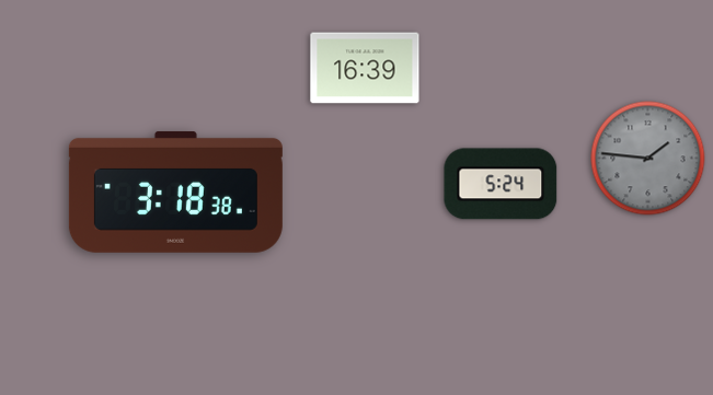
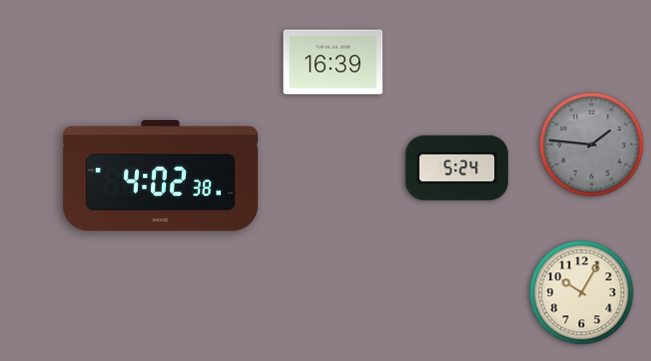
clock at (175, 191): 3:18 -> 4:02
clock at (582, 293): none -> 10:05
